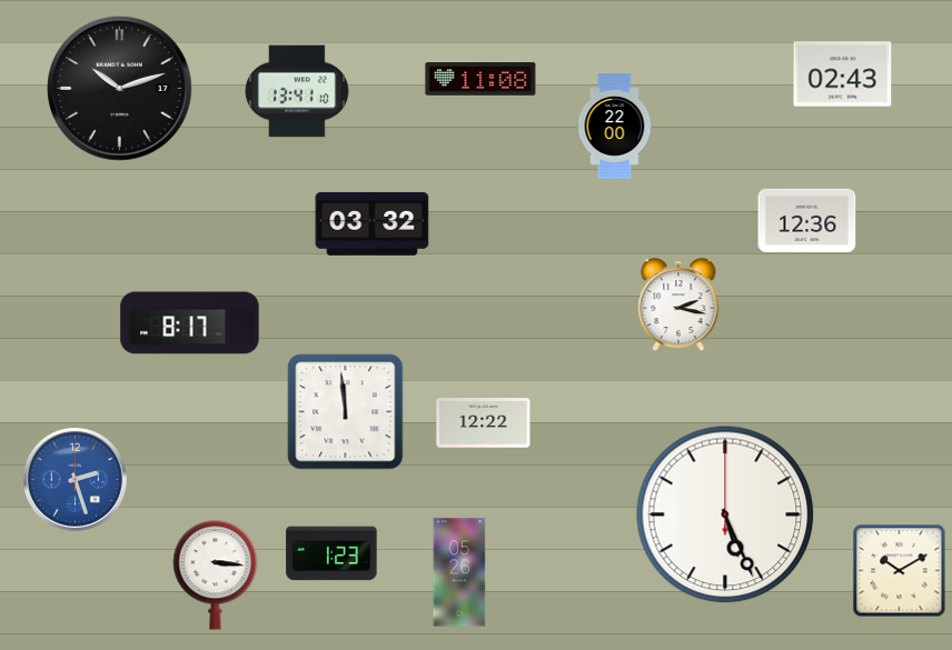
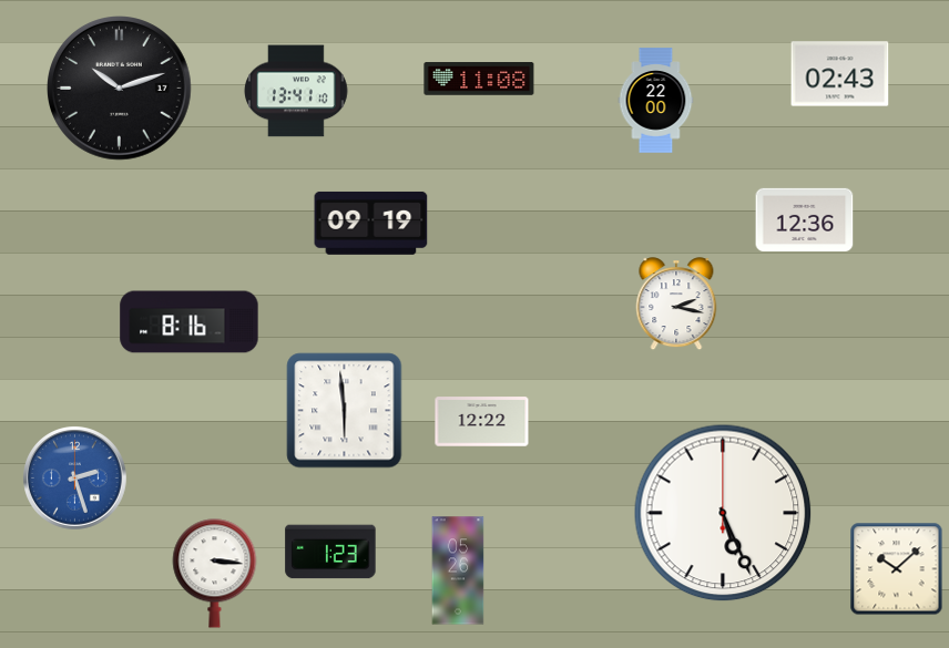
clock at (615, 127) position: (615, 127) -> (656, 101)
clock at (373, 223): 03:32 -> 09:19
clock at (190, 323): 8:17 -> 8:16
clock at (346, 412): 11:59 -> 5:59
clock at (900, 571): 10:10 -> 10:08
